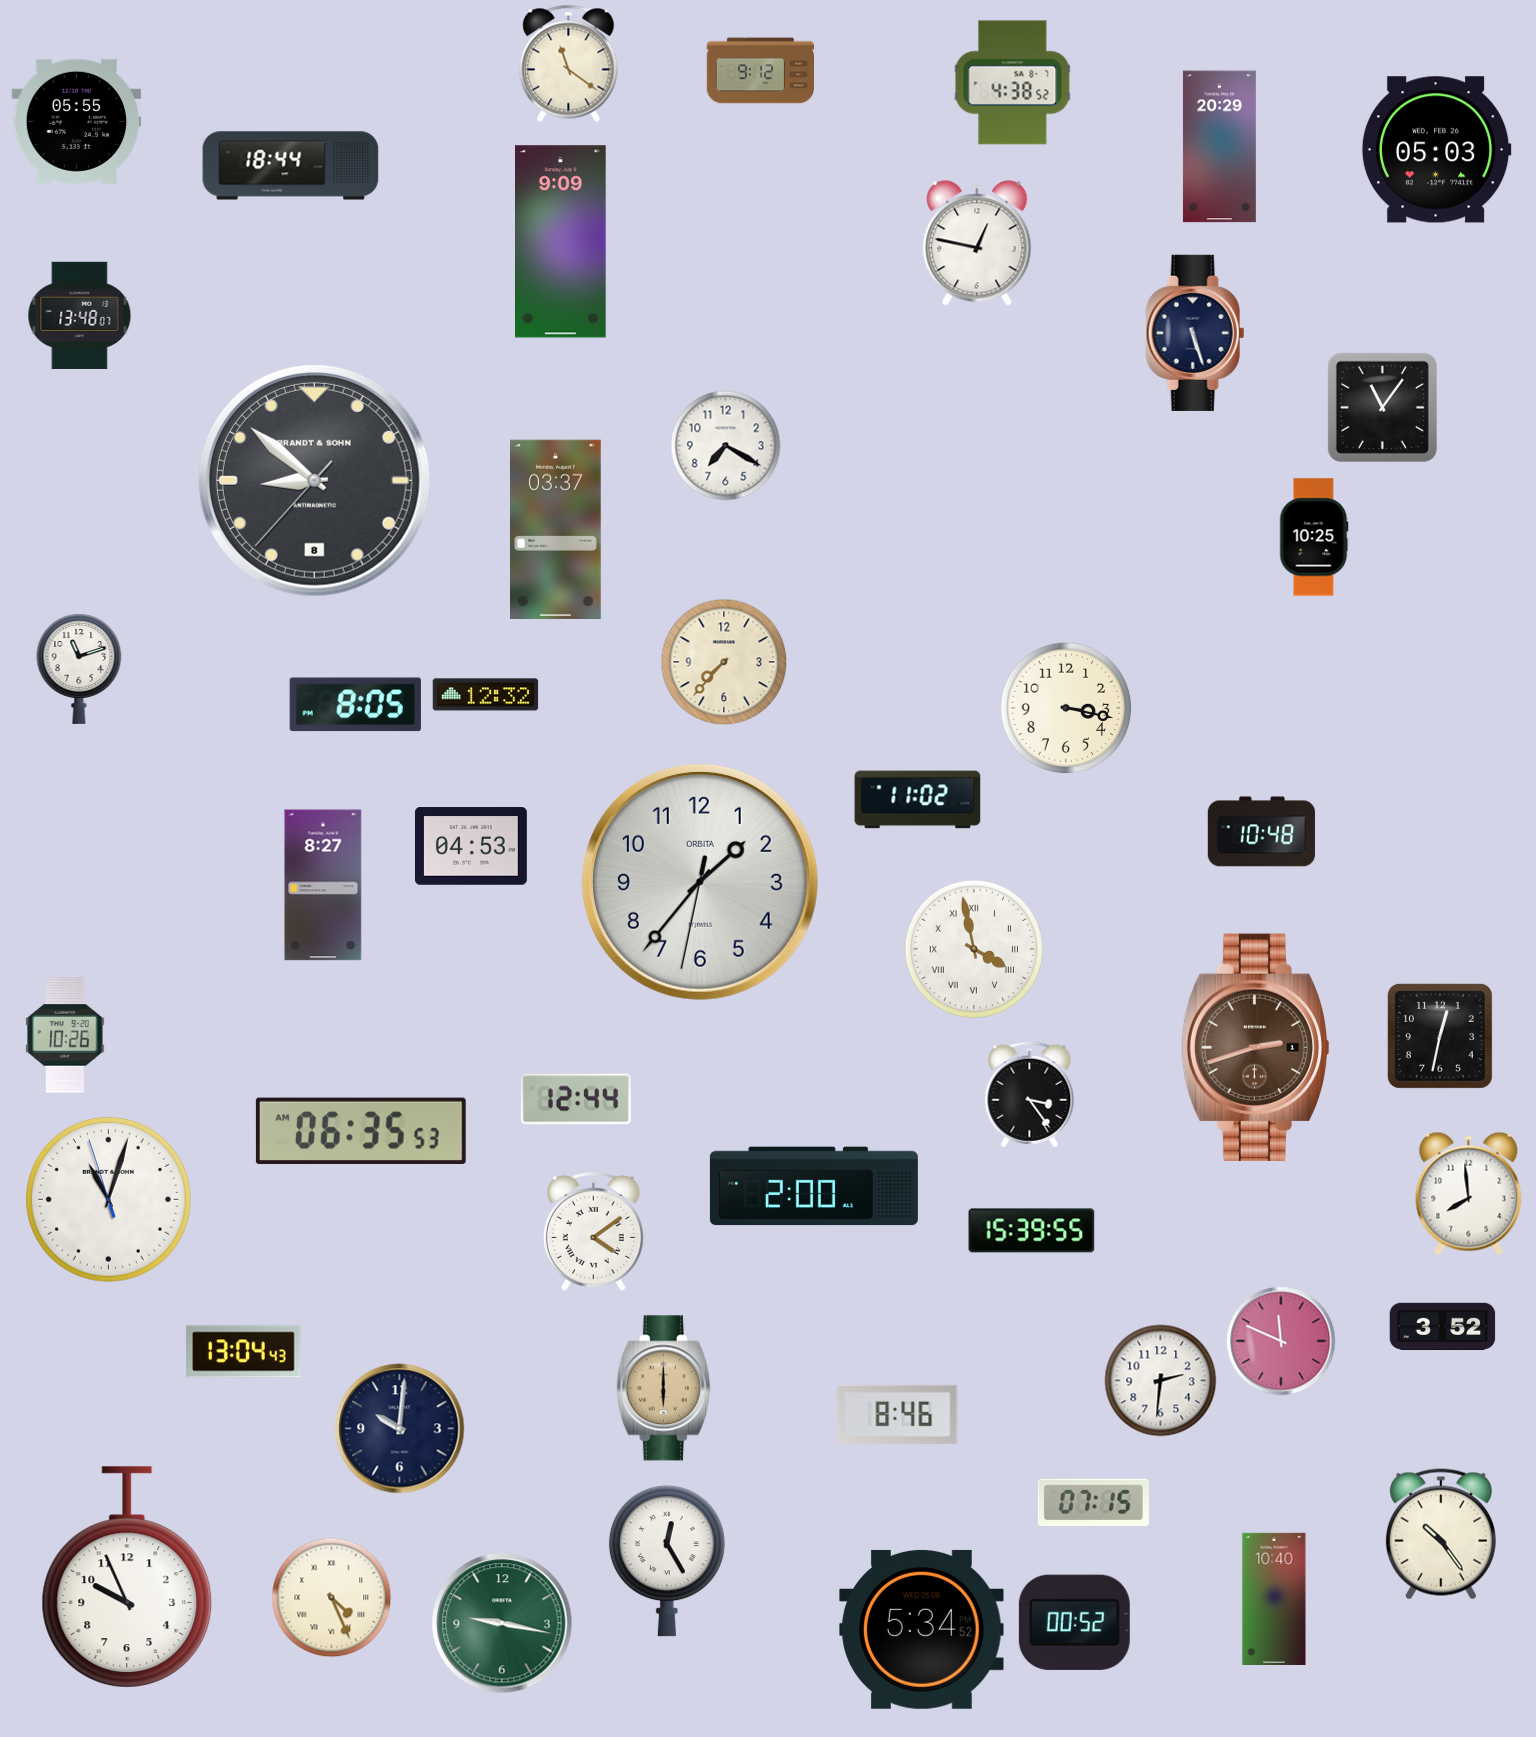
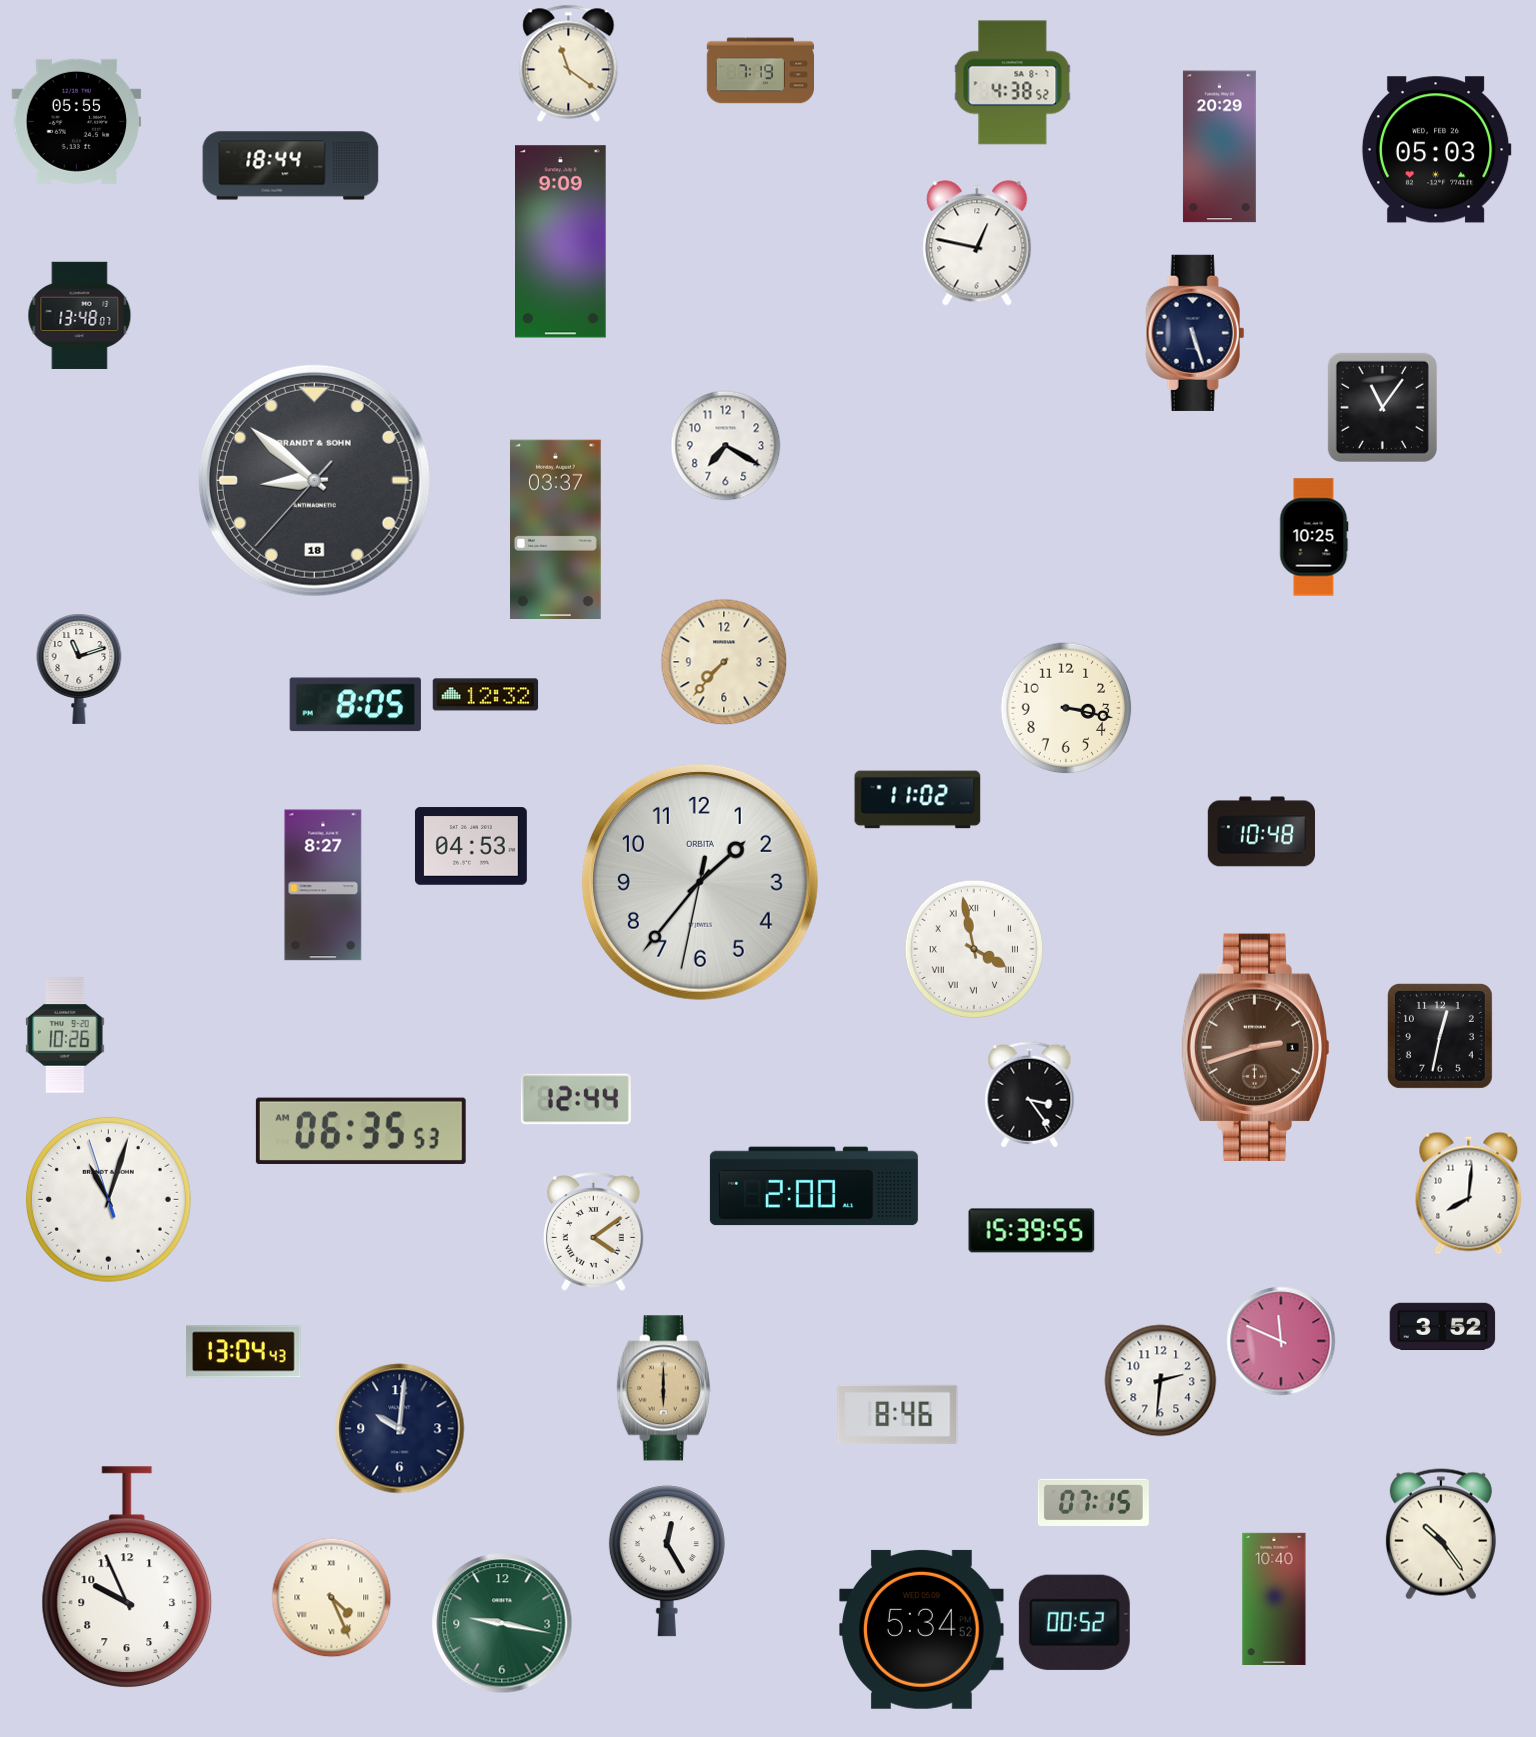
clock at (760, 71): 9:12 -> 7:19
clock at (314, 480) date: 8 -> 18
clock at (1469, 1193): 7:59 -> 8:01
